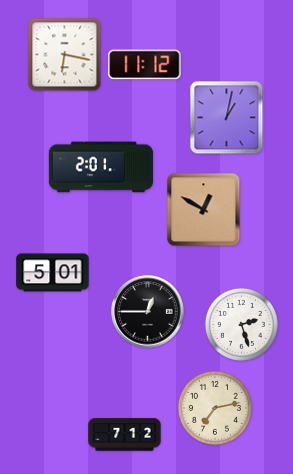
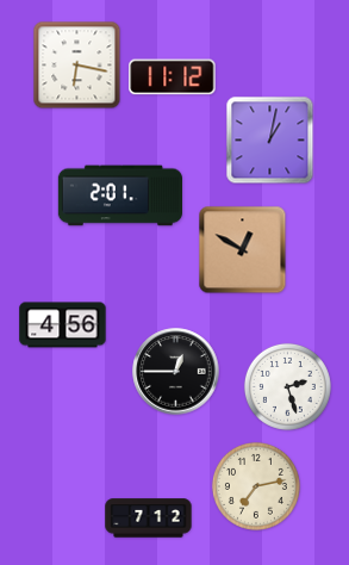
clock at (100, 167) position: (100, 167) -> (119, 195)
clock at (53, 273): 5:01 -> 4:56
